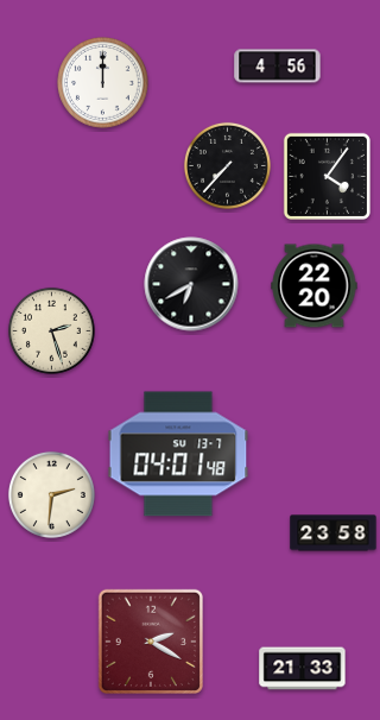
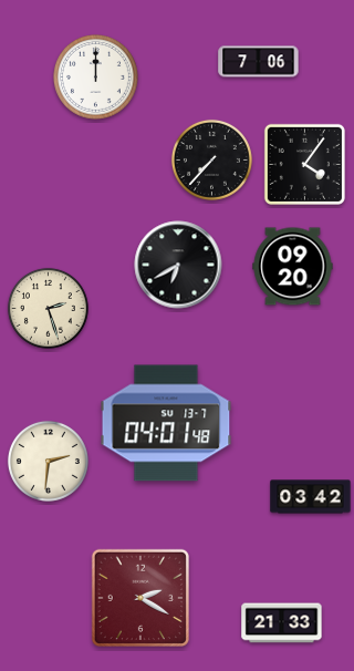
clock at (278, 67): 4:56 -> 7:06
clock at (227, 165) position: (227, 165) -> (211, 159)
clock at (315, 286): 22:20 -> 09:20
clock at (334, 533): 23:58 -> 03:42
